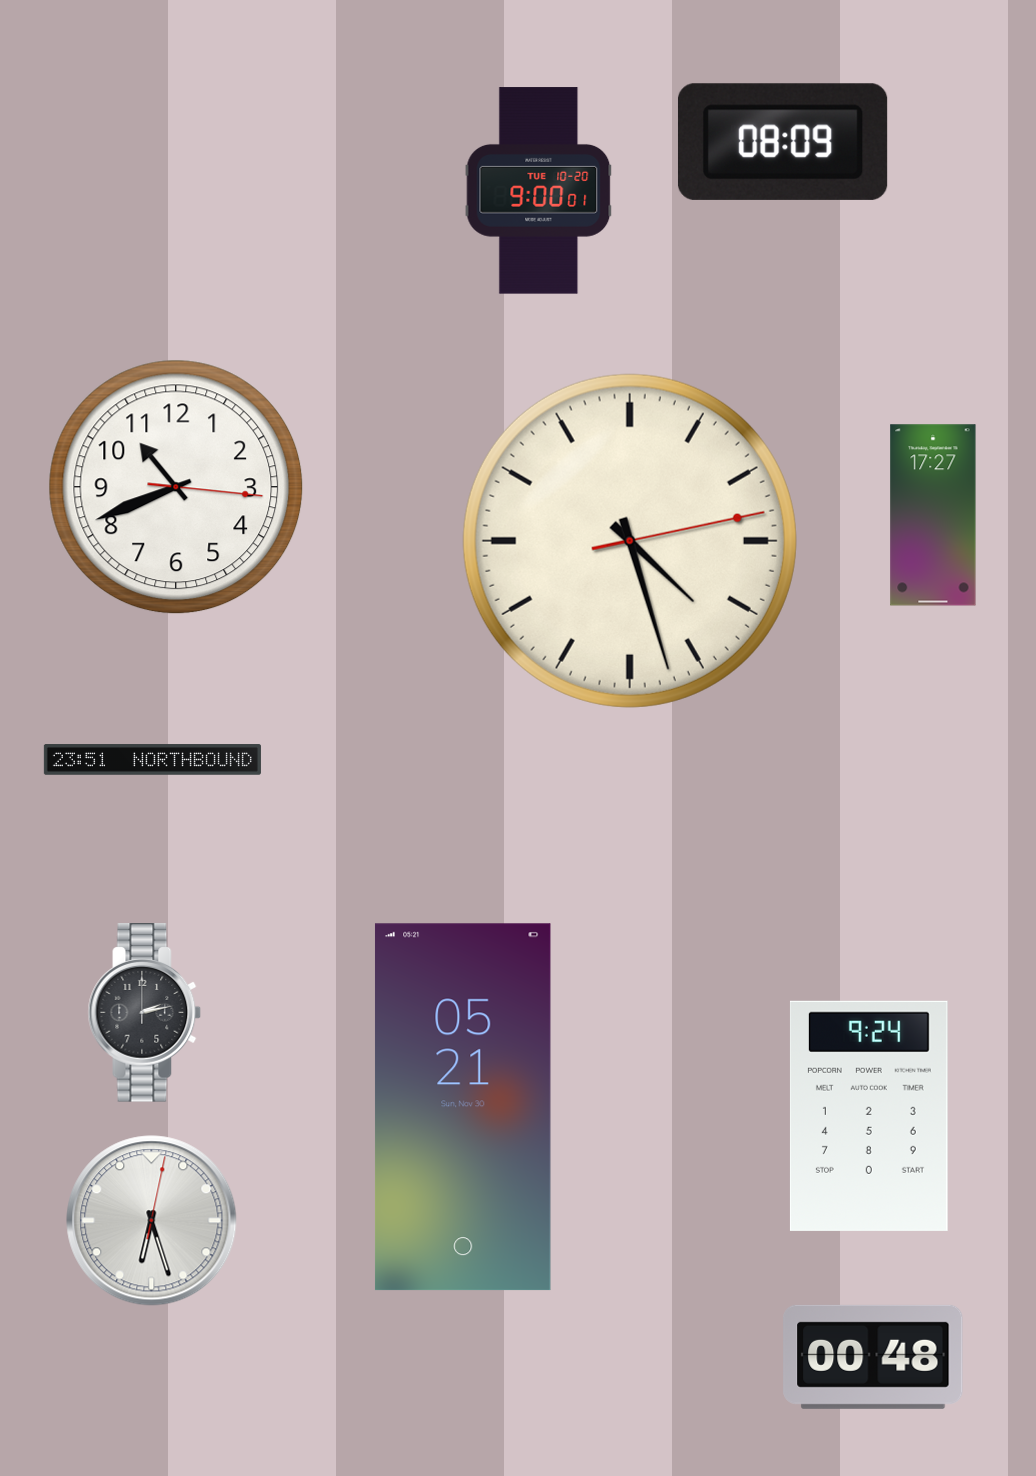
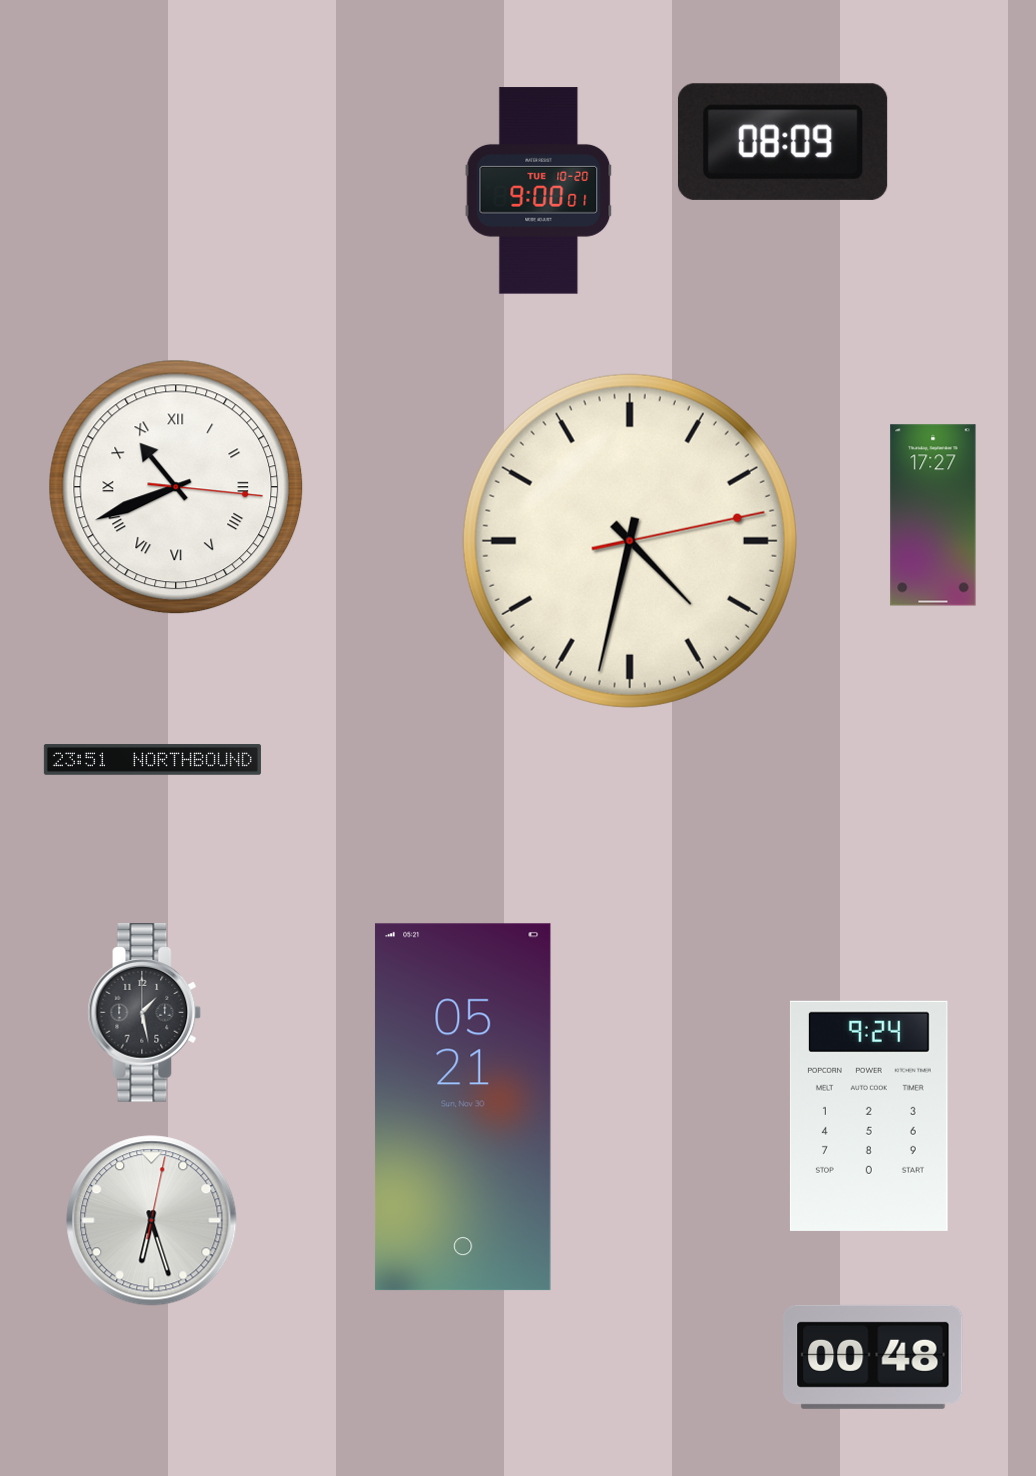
clock at (176, 487) numerals: Arabic -> Roman
clock at (630, 541): 4:27 -> 4:32
clock at (145, 1013): 2:13 -> 1:28
